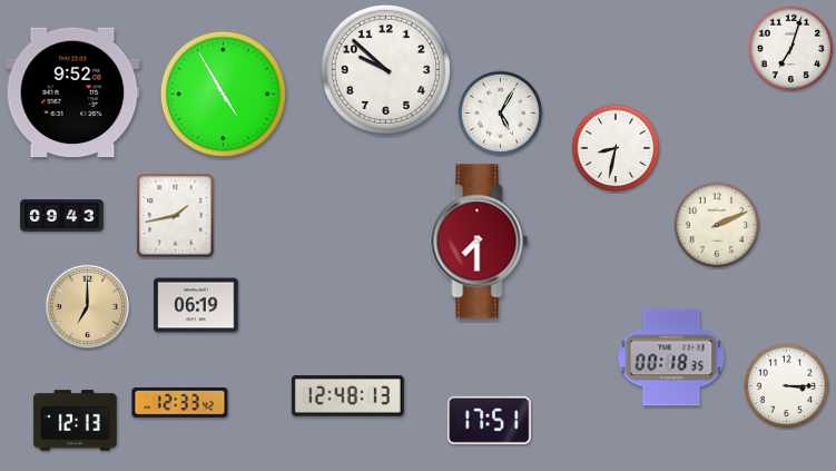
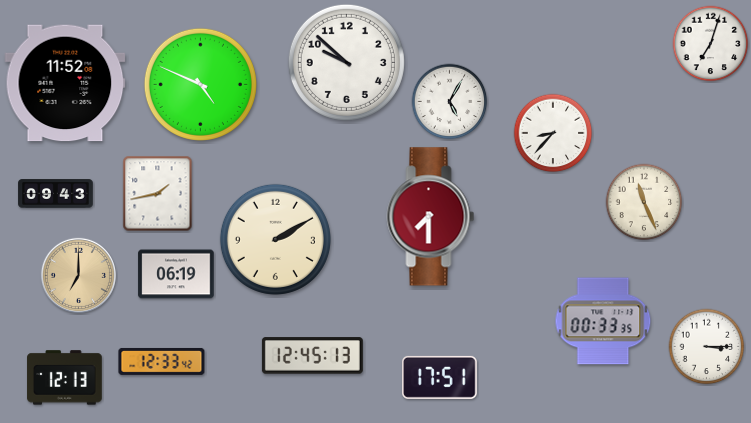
clock at (72, 92): 9:52 -> 11:52
clock at (223, 94): 4:55 -> 4:49
clock at (616, 148): 8:32 -> 8:37
clock at (717, 225): 2:11 -> 11:26
clock at (275, 239): none -> 2:10
clock at (671, 357): 00:18 -> 00:33
clock at (347, 396): 12:48 -> 12:45
clock at (76, 421) position: (76, 421) -> (65, 378)
